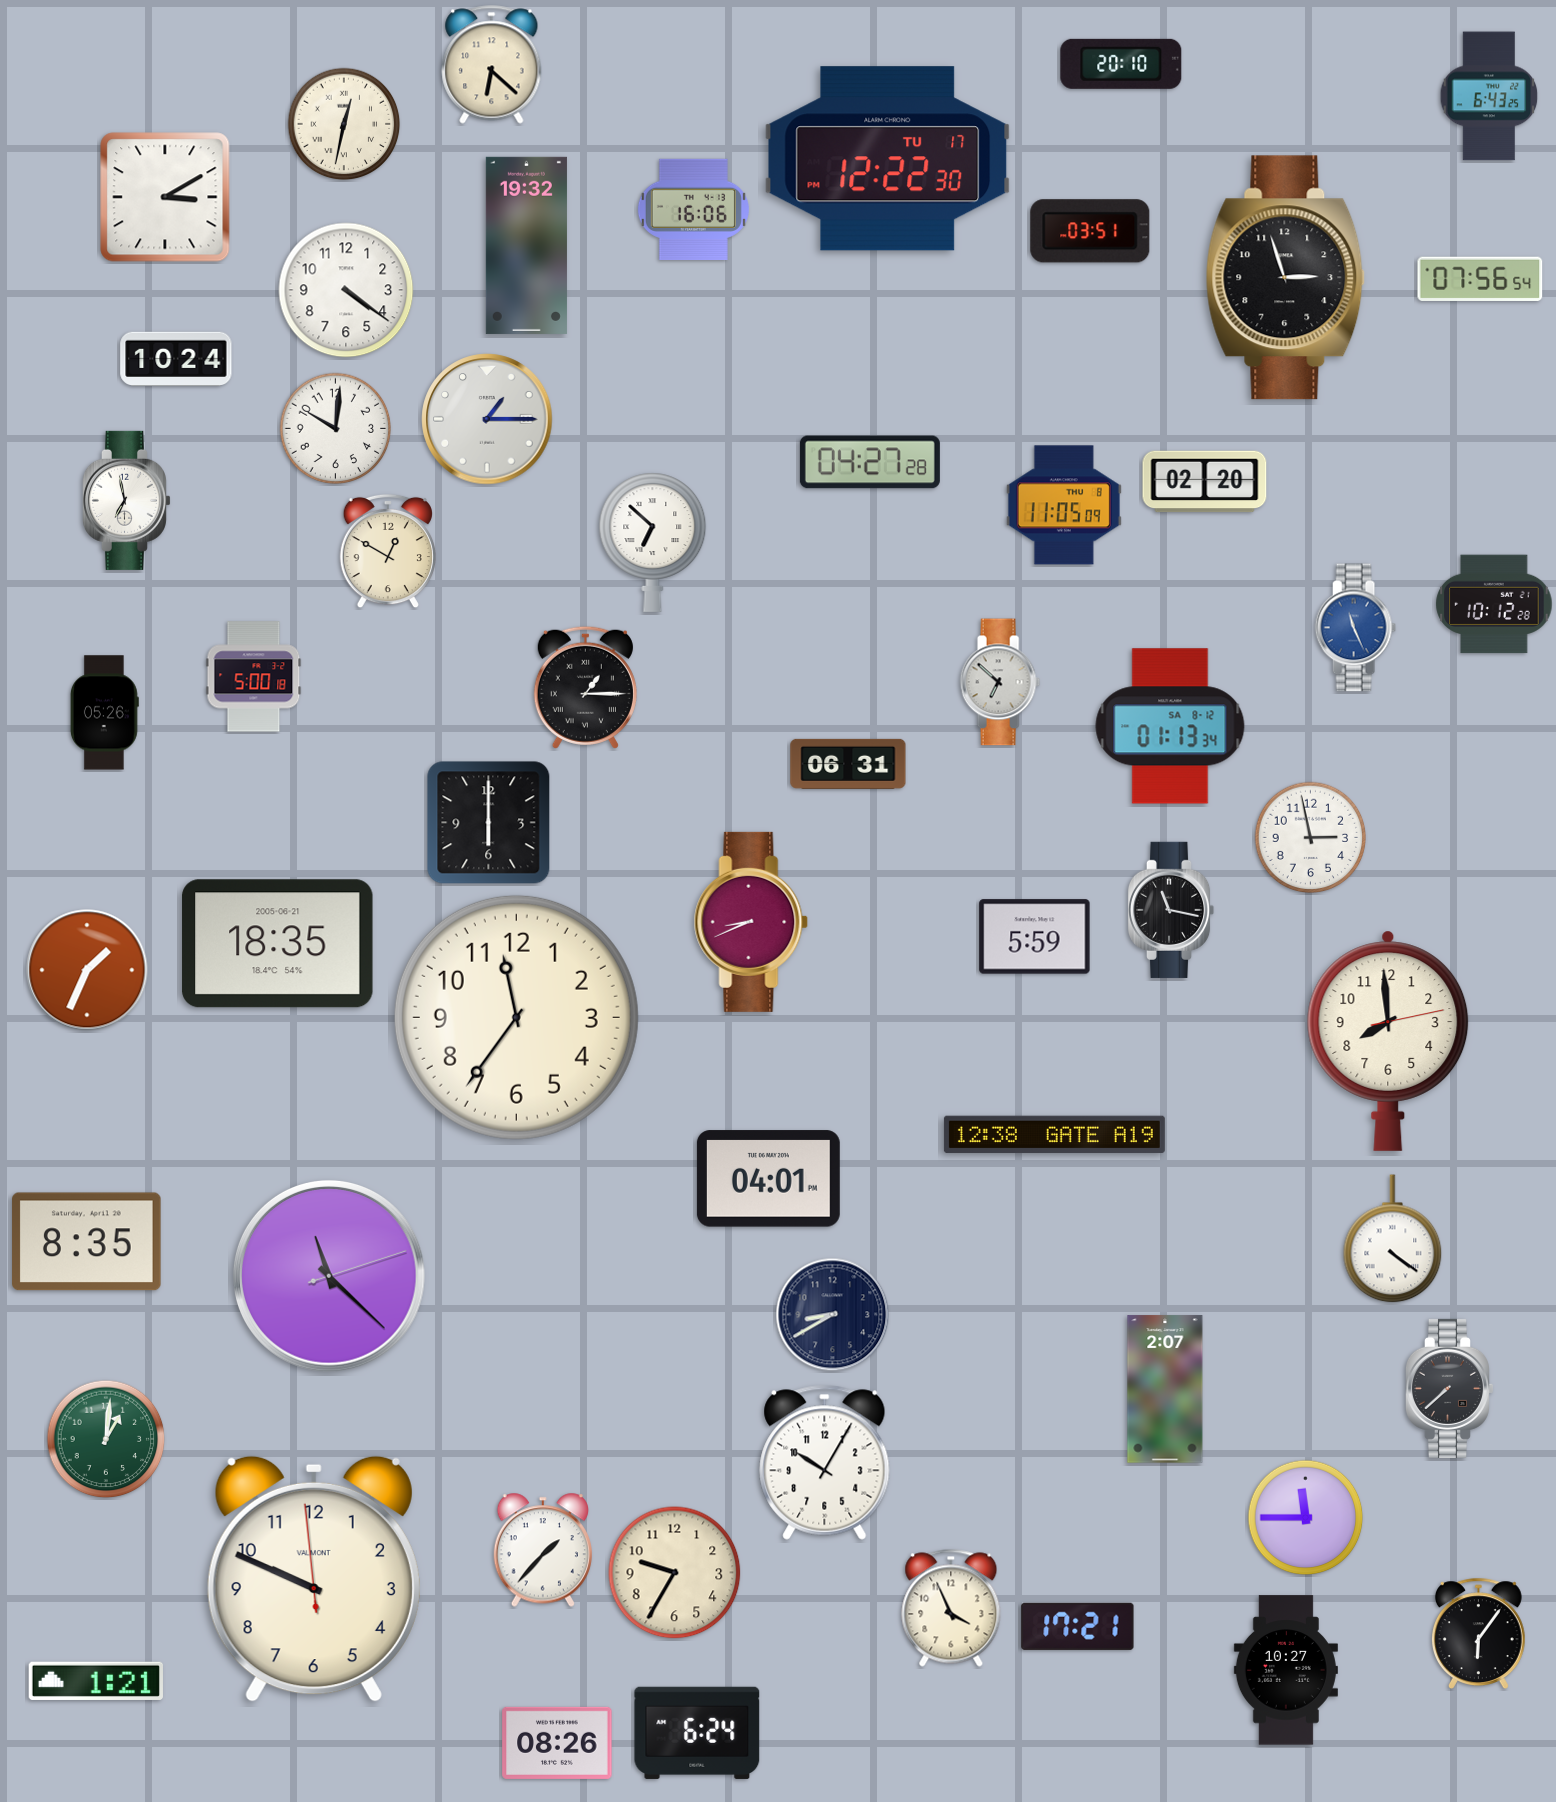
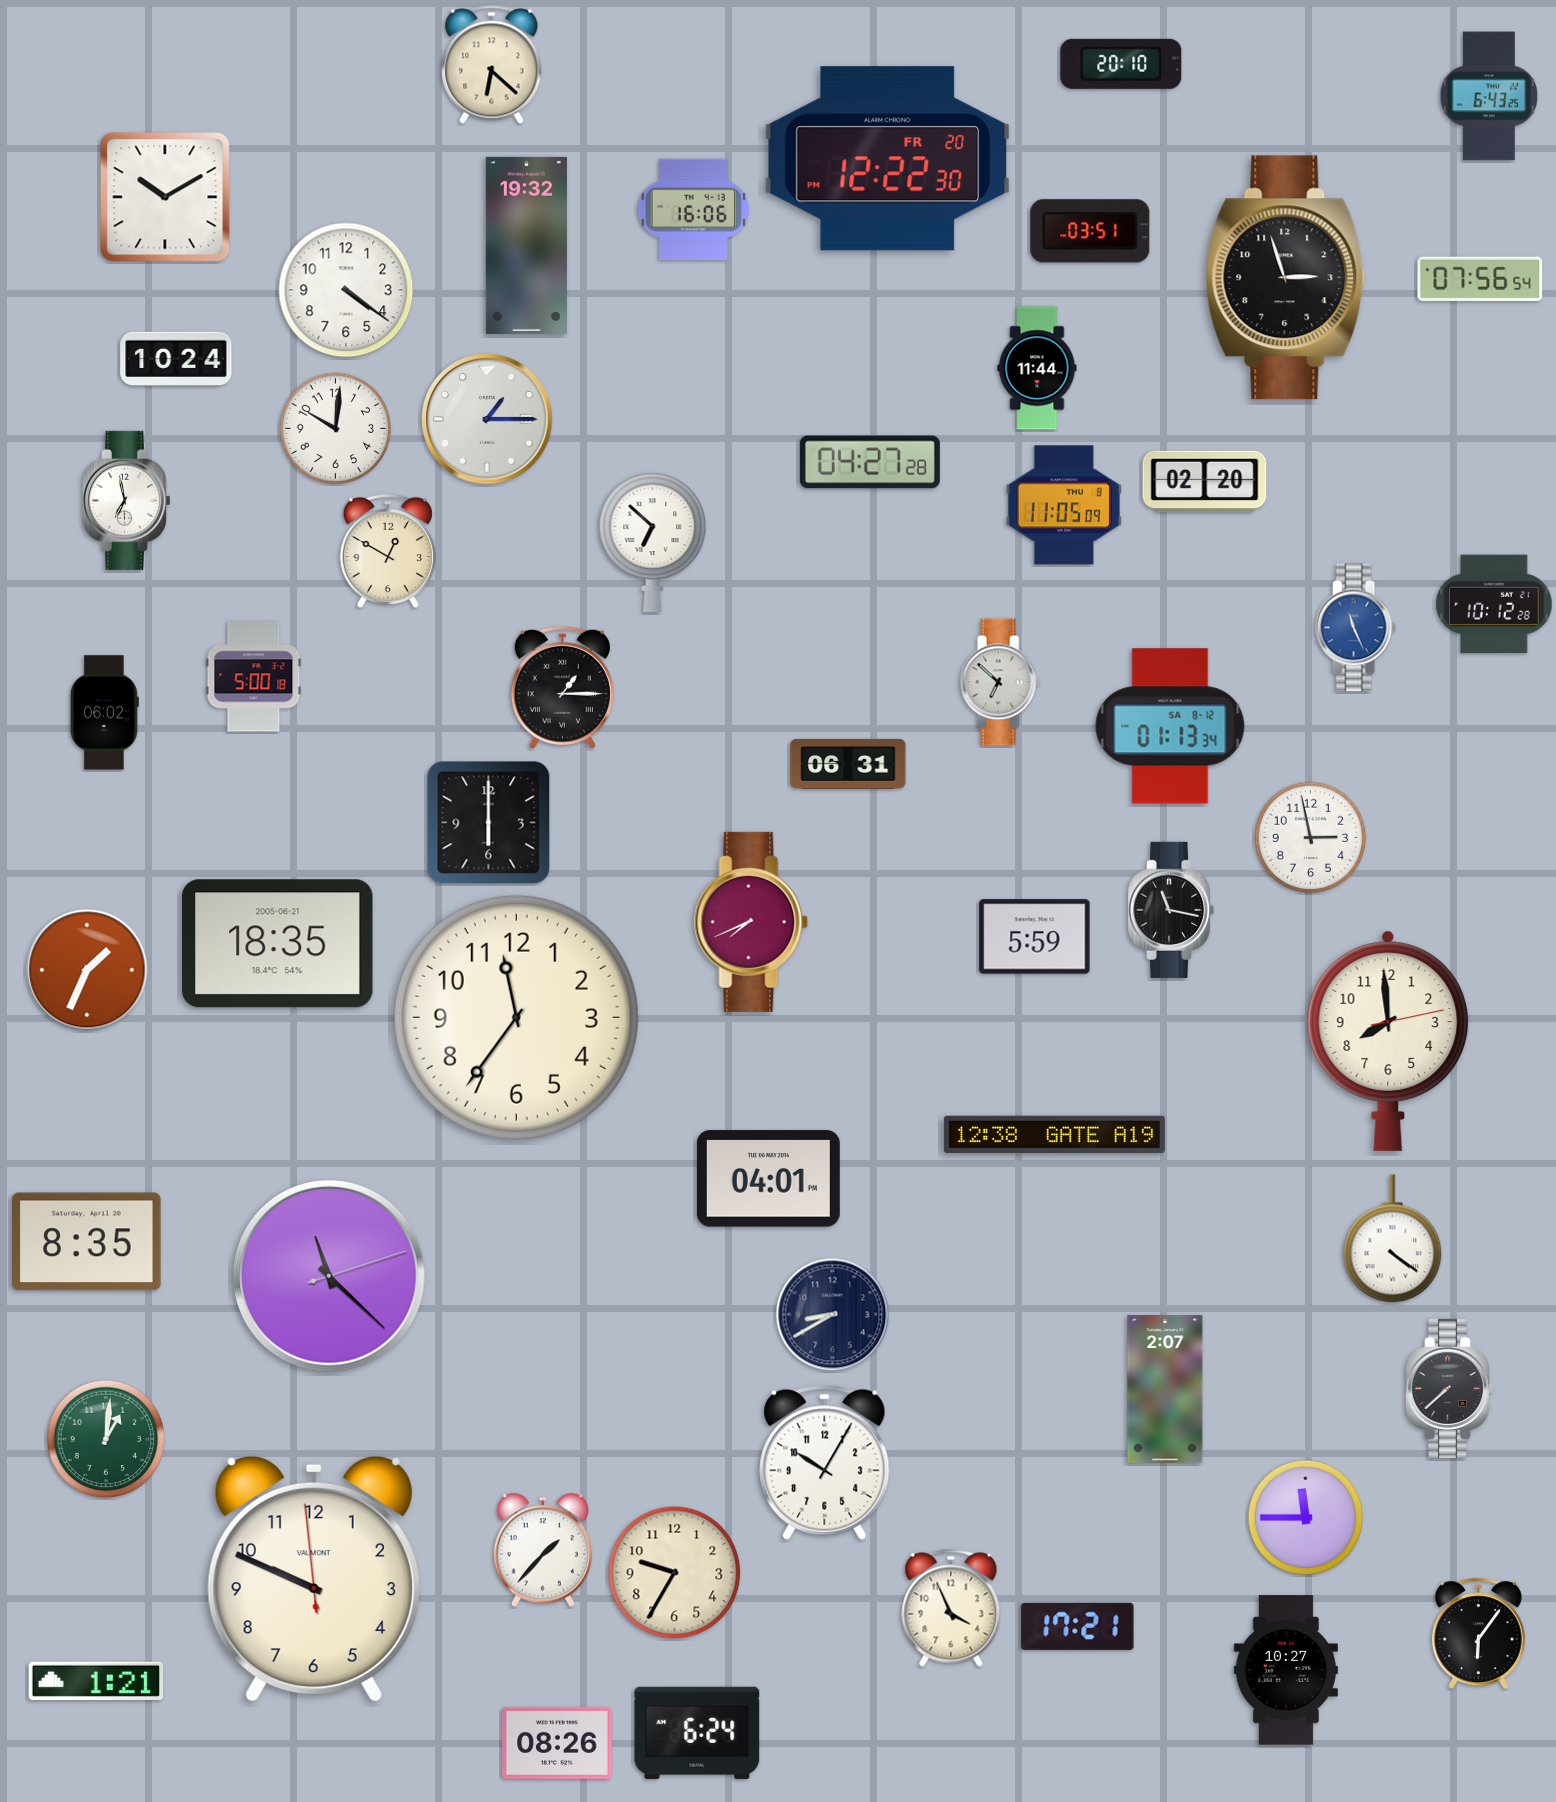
clock at (344, 124): 12:32 -> none
clock at (888, 159) date: TU 17 -> FR 20
clock at (165, 197): 3:10 -> 10:10
clock at (1037, 368): none -> 11:44
clock at (585, 687) position: (585, 687) -> (562, 687)
clock at (104, 713): 05:26 -> 06:02
clock at (751, 922): 8:41 -> 7:41
